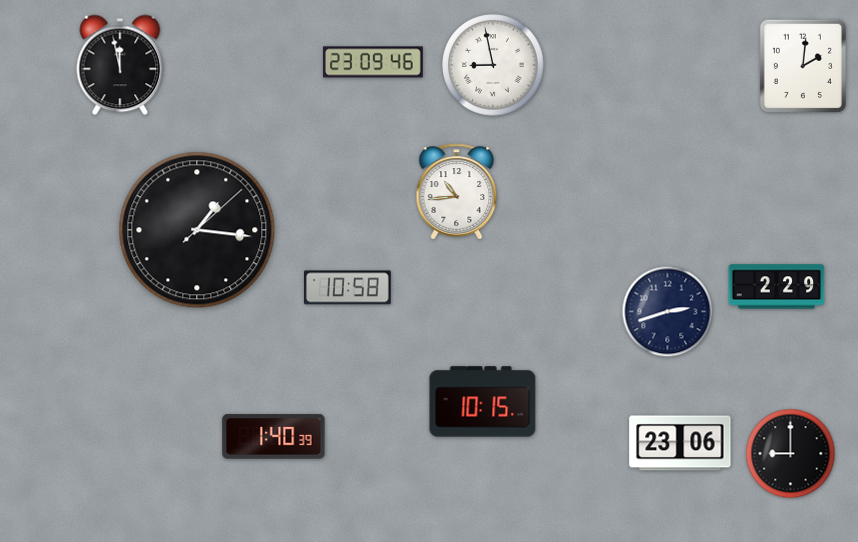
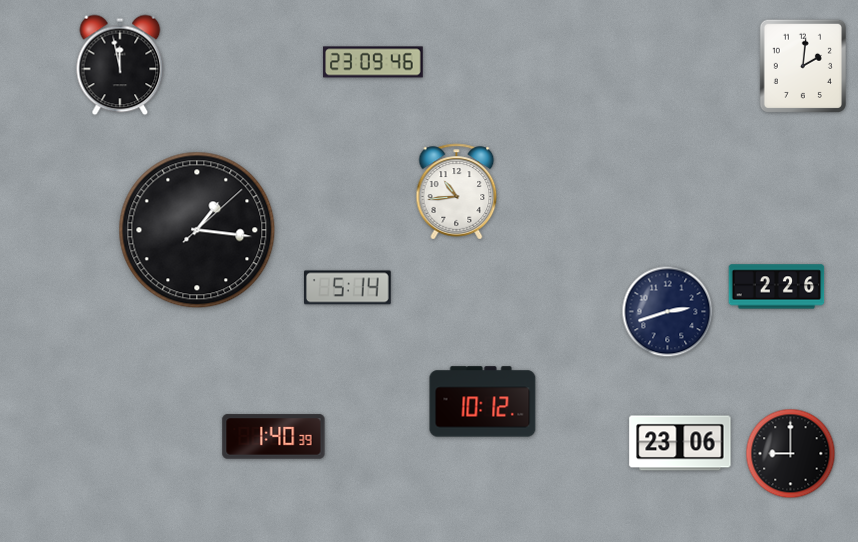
clock at (494, 66): 8:58 -> none
clock at (777, 287): 2:29 -> 2:26
clock at (348, 288): 10:58 -> 5:14
clock at (483, 402): 10:15 -> 10:12
